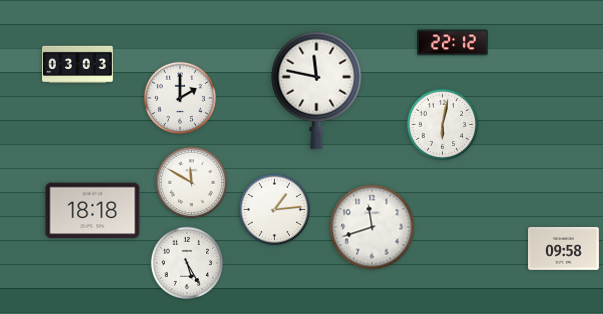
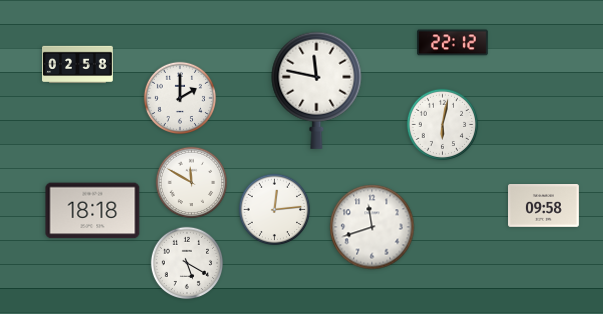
clock at (78, 64): 03:03 -> 02:58
clock at (275, 210): 1:14 -> 12:14
clock at (564, 249) position: (564, 249) -> (544, 206)
clock at (187, 263): 5:25 -> 5:20
